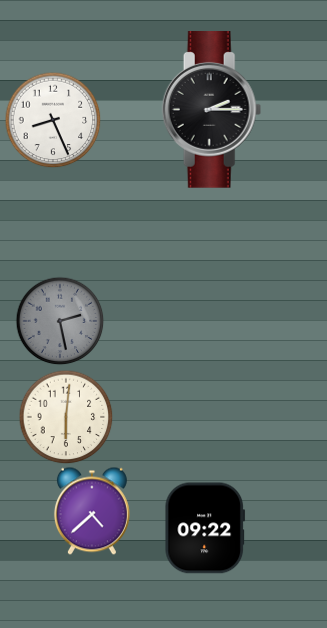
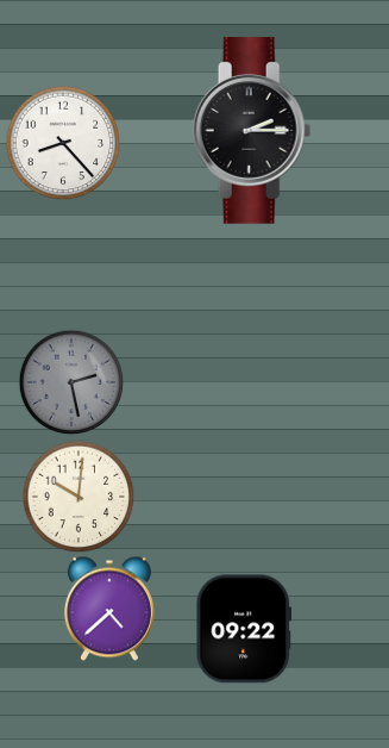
clock at (53, 120): 8:26 -> 8:23
clock at (66, 417): 6:01 -> 10:01
